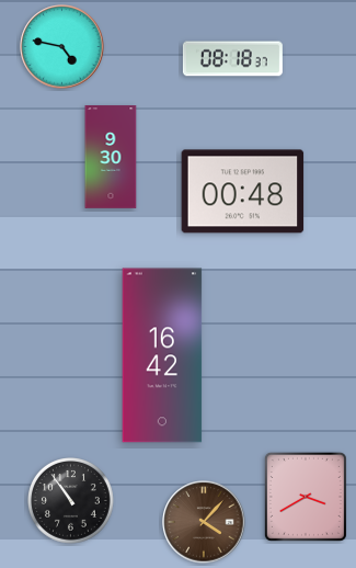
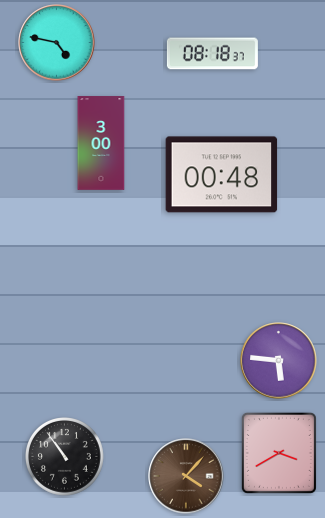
clock at (111, 157): 9:30 -> 3:00
clock at (162, 355): 16:42 -> none
clock at (279, 361): none -> 5:46
